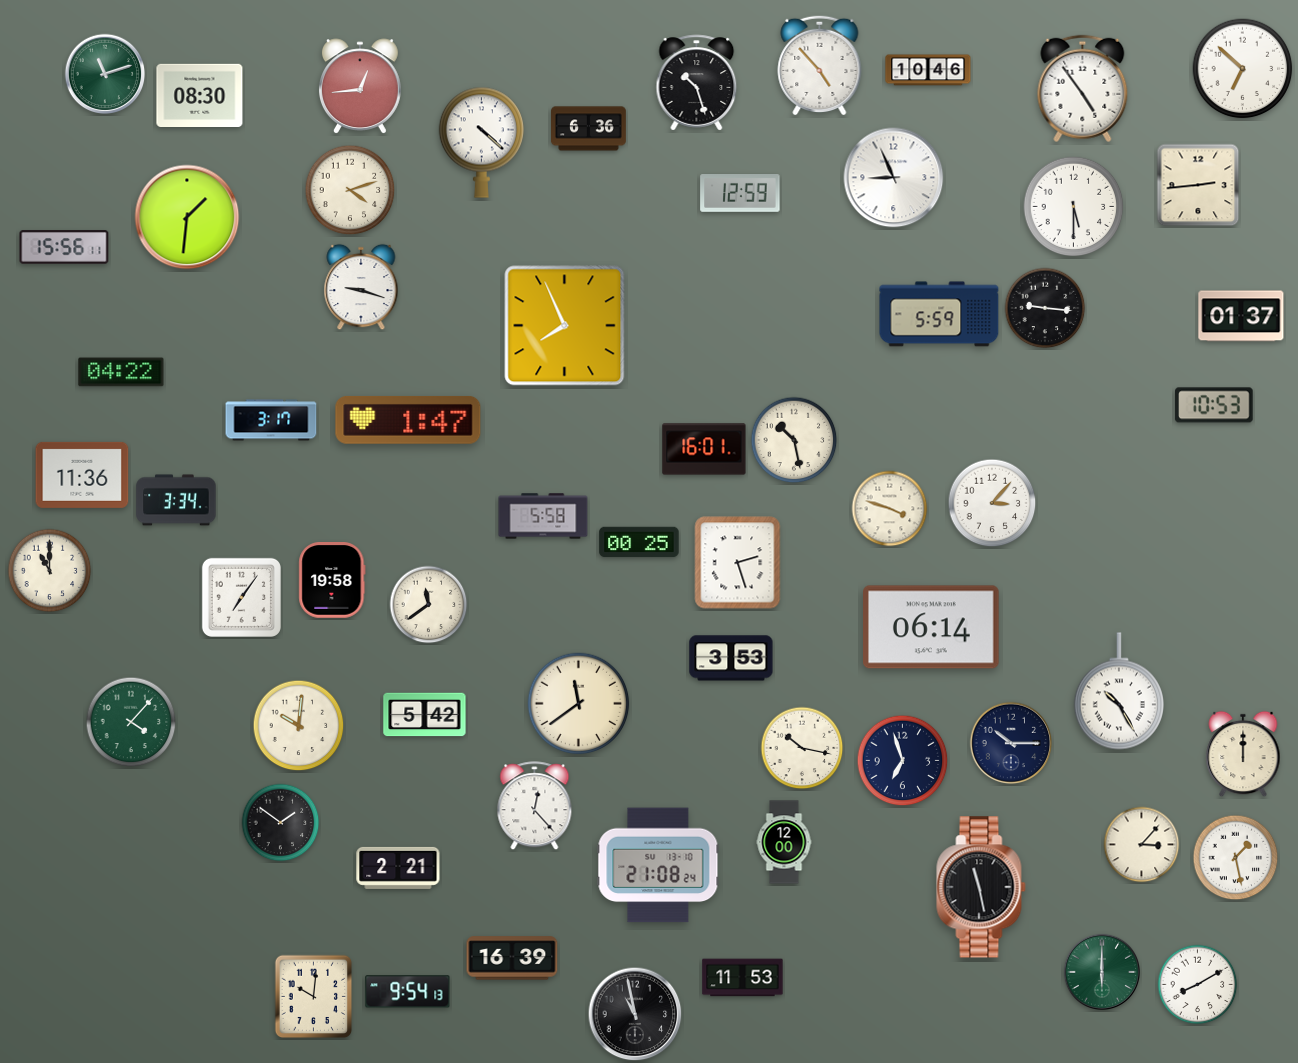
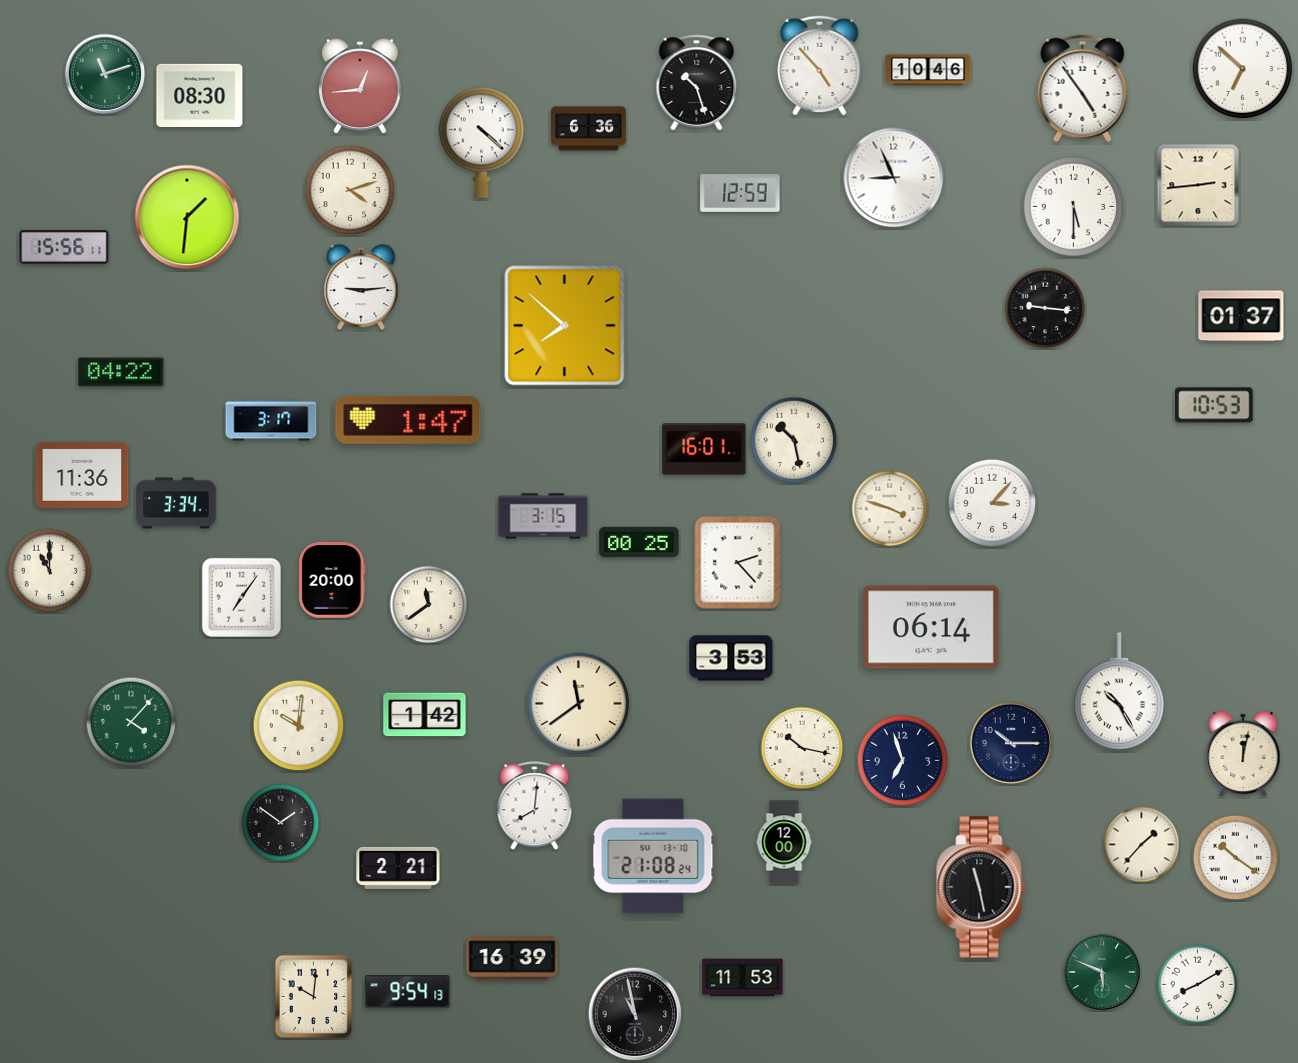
clock at (361, 287): 9:18 -> 9:14
clock at (939, 314): 5:59 -> none
clock at (565, 326): 7:56 -> 7:52
clock at (176, 500) position: (176, 500) -> (176, 503)
clock at (543, 516): 5:58 -> 3:15
clock at (738, 563): 2:27 -> 2:23
clock at (332, 581): 19:58 -> 20:00
clock at (425, 715): 5:42 -> 1:42
clock at (1243, 754): 12:00 -> 12:02
clock at (535, 806): 12:23 -> 8:01
clock at (1142, 845): 3:07 -> 1:37
clock at (1236, 858): 1:28 -> 10:21
clock at (658, 865) position: (658, 865) -> (653, 856)
clock at (1102, 972): 6:00 -> 5:49
